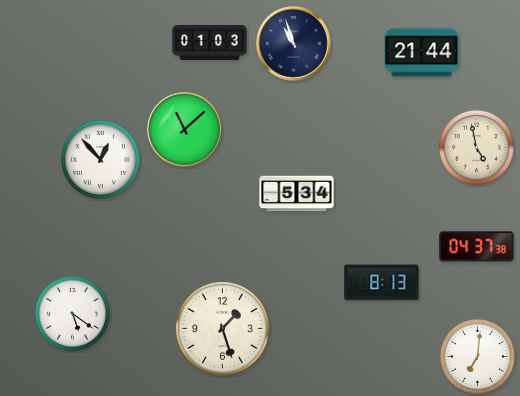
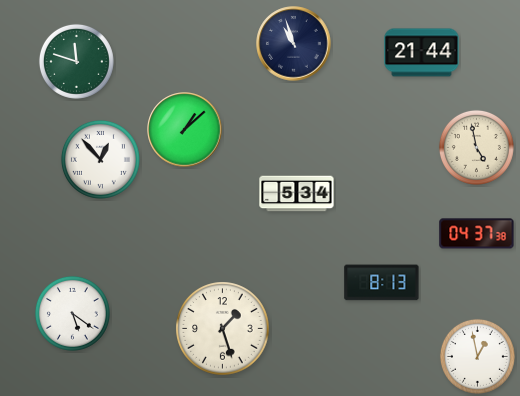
clock at (210, 42): 01:03 -> none
clock at (76, 61): none -> 11:48
clock at (185, 130): 11:08 -> 1:08
clock at (477, 247) position: (477, 247) -> (477, 234)
clock at (477, 356): 7:01 -> 12:58
